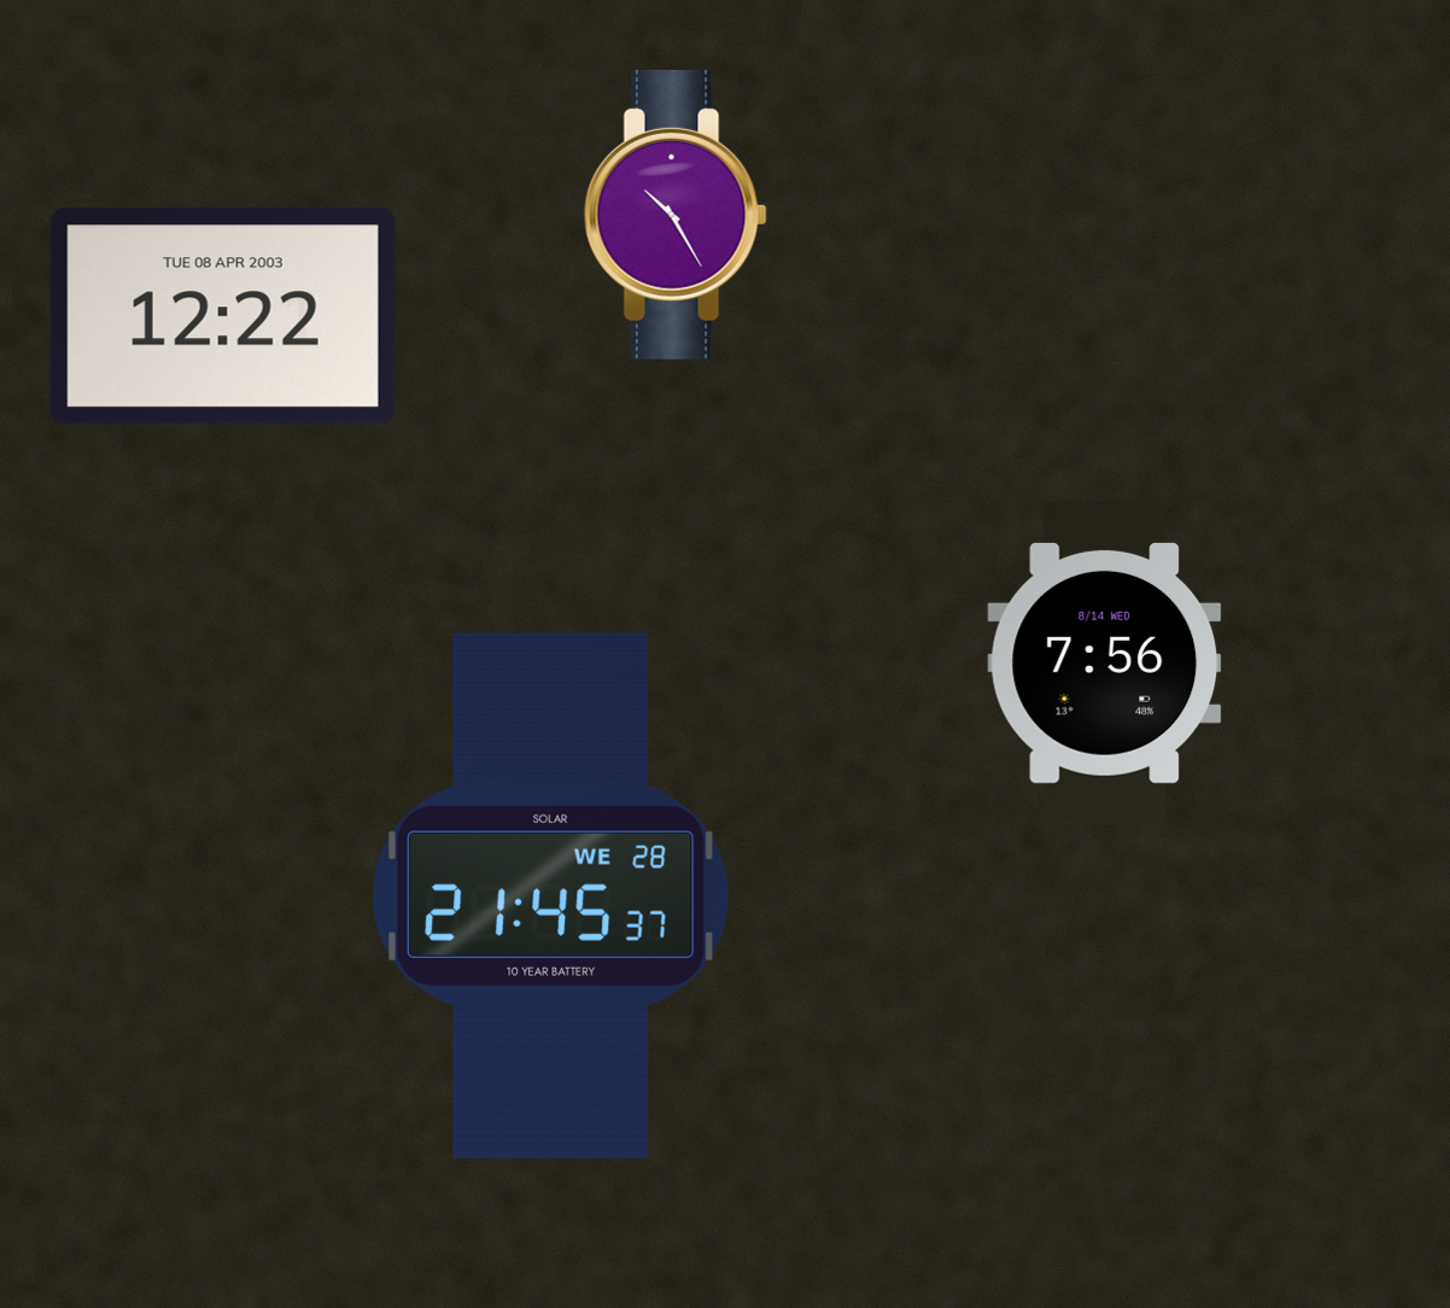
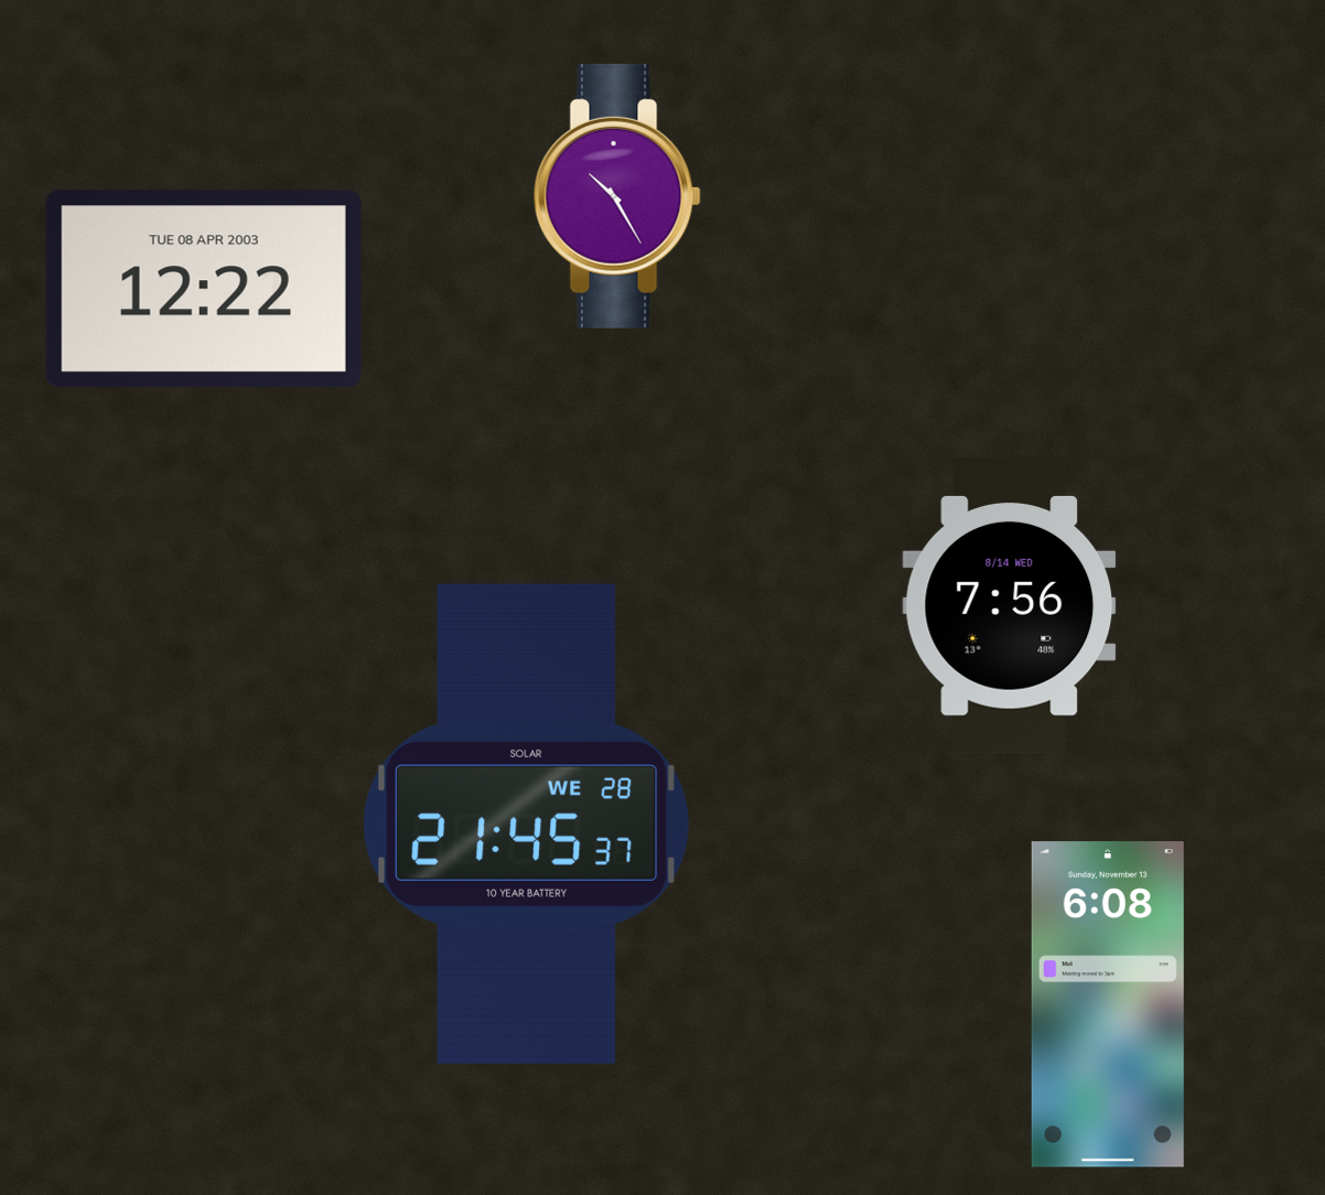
clock at (550, 895) position: (550, 895) -> (526, 823)
clock at (1108, 1004): none -> 6:08
